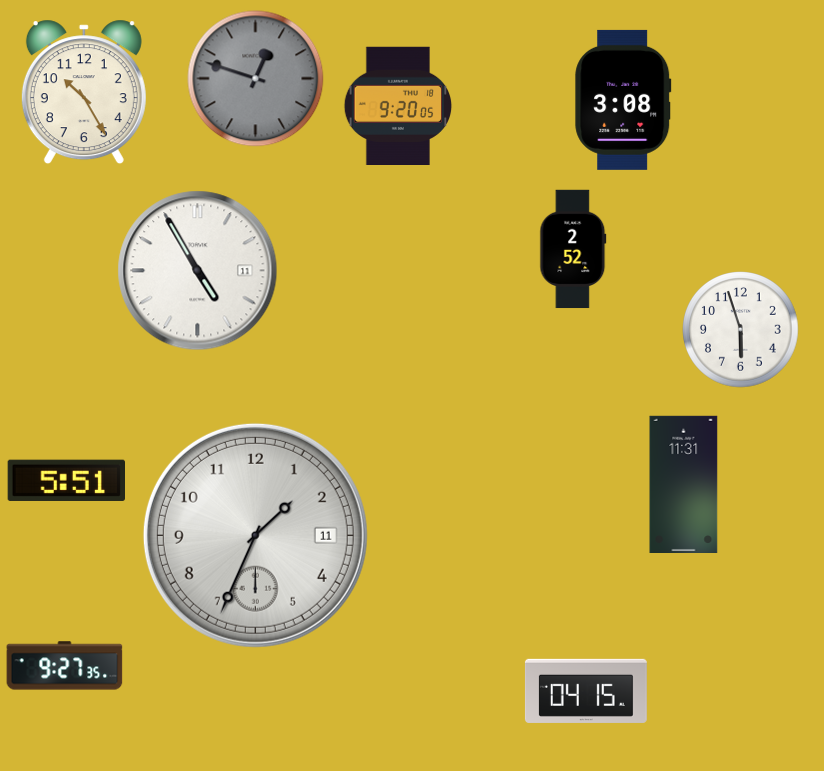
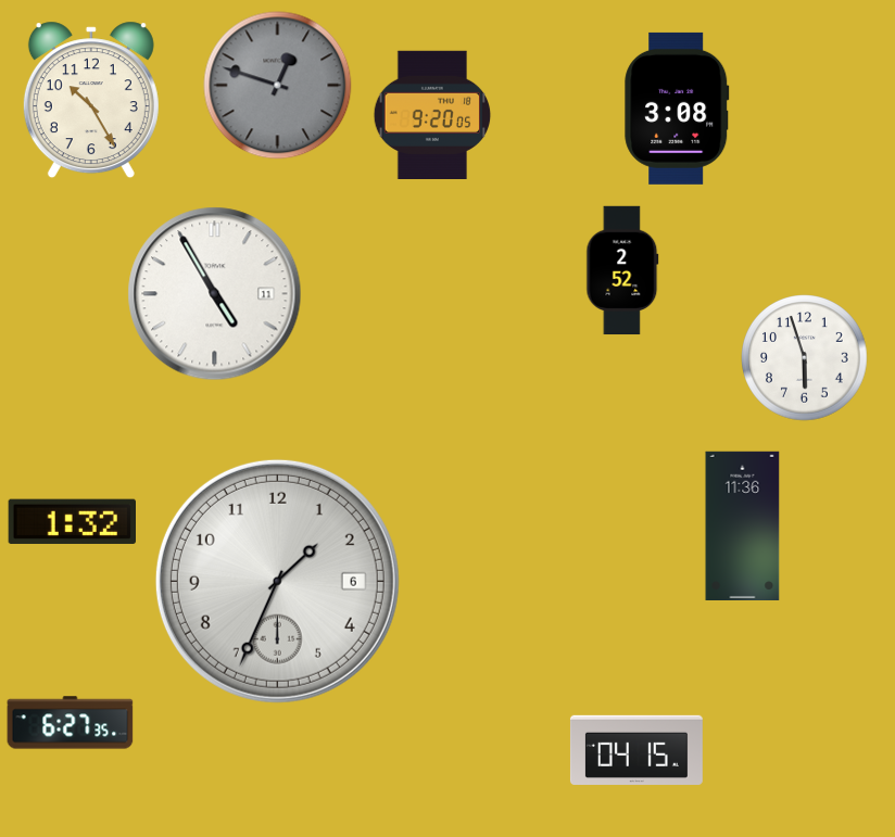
clock at (66, 480): 5:51 -> 1:32
clock at (684, 484): 11:31 -> 11:36
clock at (255, 535) date: 11 -> 6
clock at (65, 666): 9:27 -> 6:27
